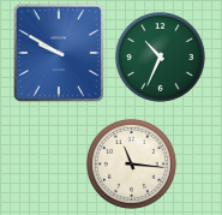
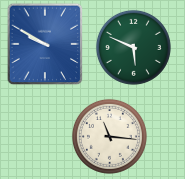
clock at (59, 53) position: (59, 53) -> (45, 44)
clock at (160, 56): 10:34 -> 5:49
